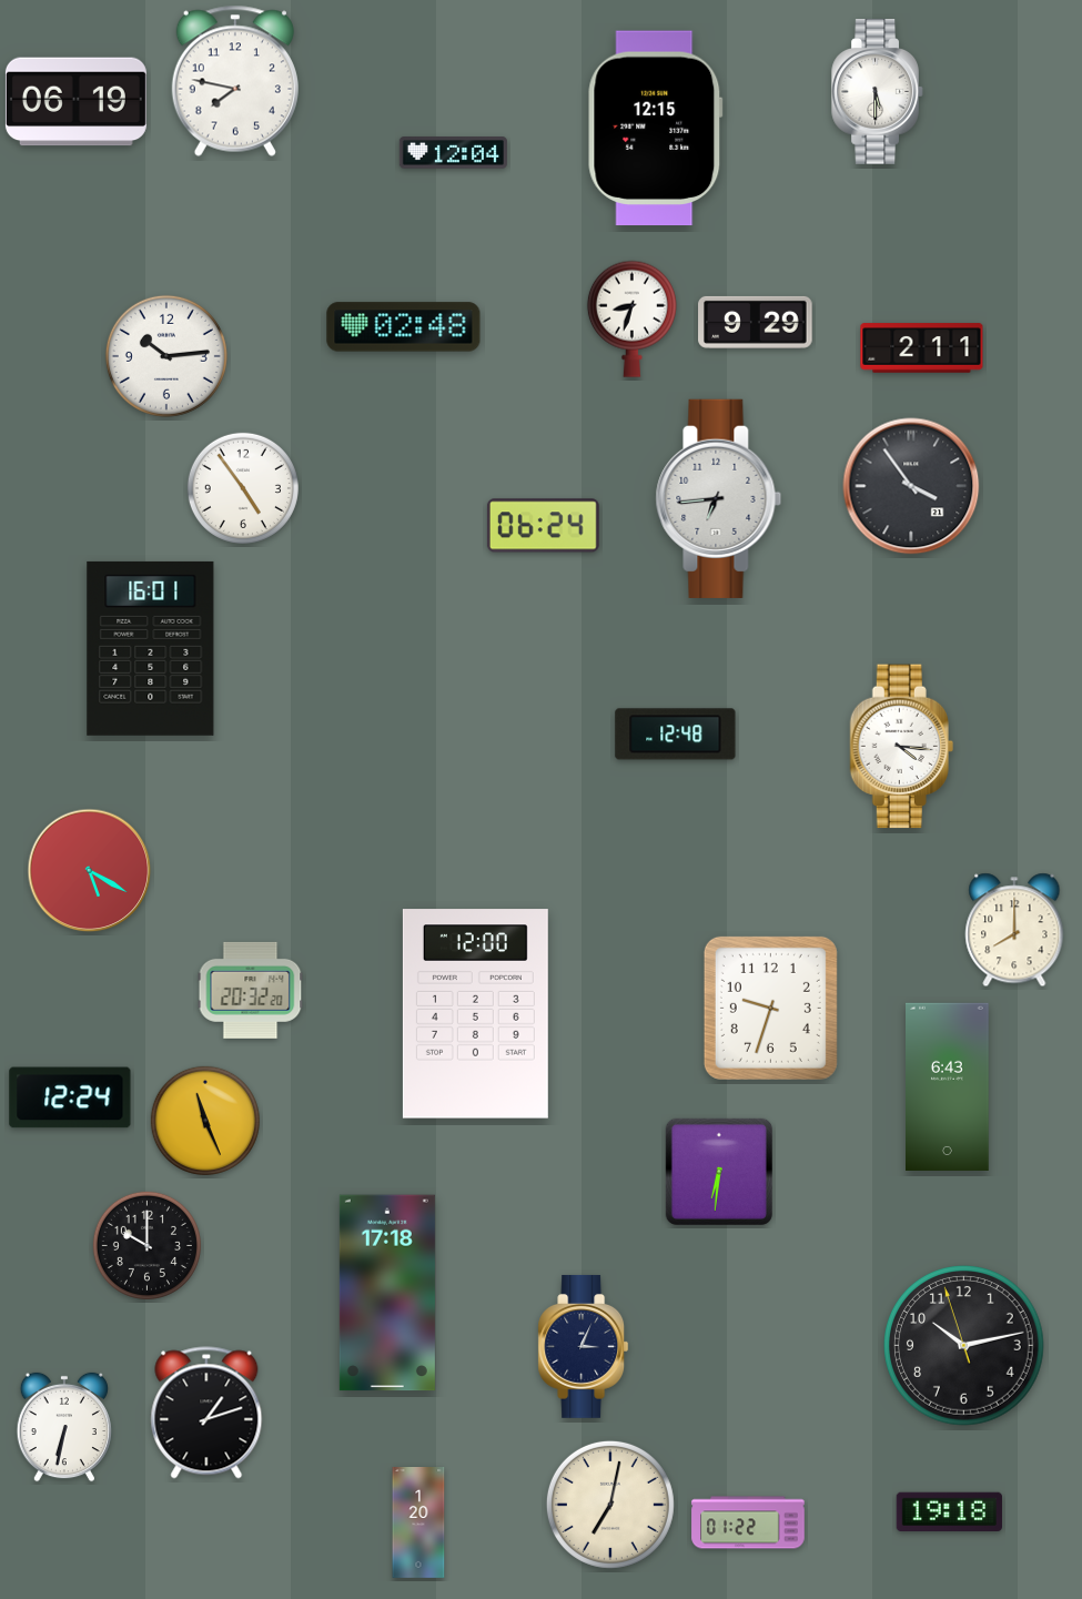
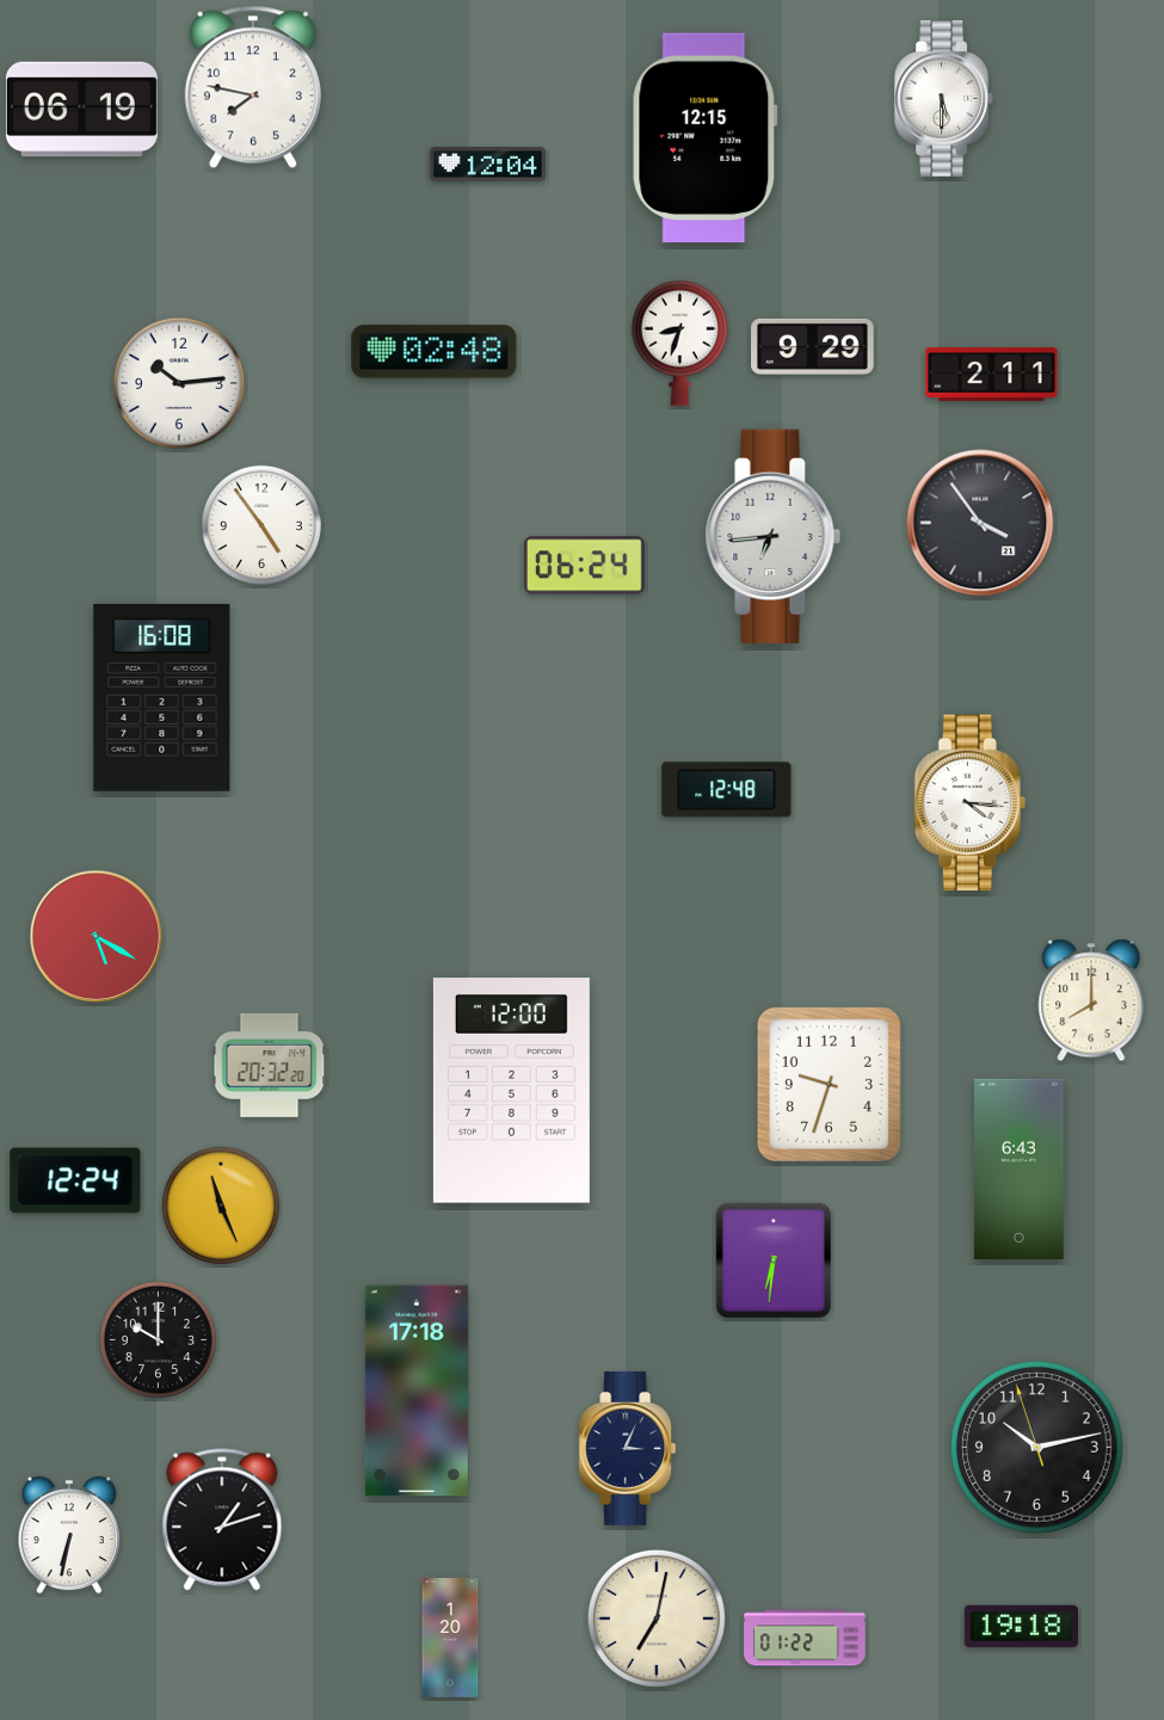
clock at (151, 648): 16:01 -> 16:08
